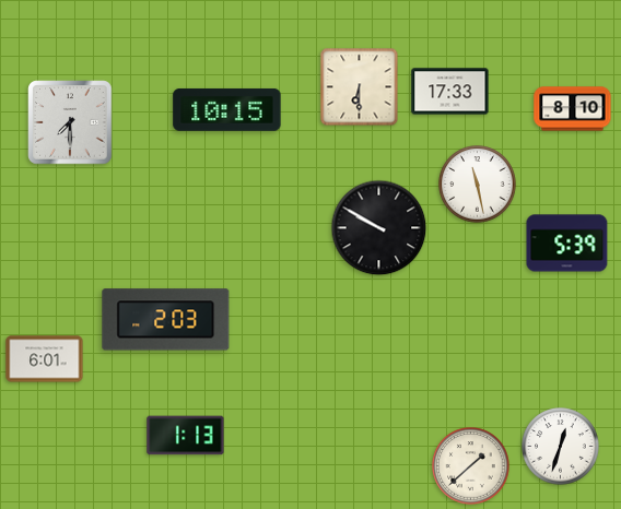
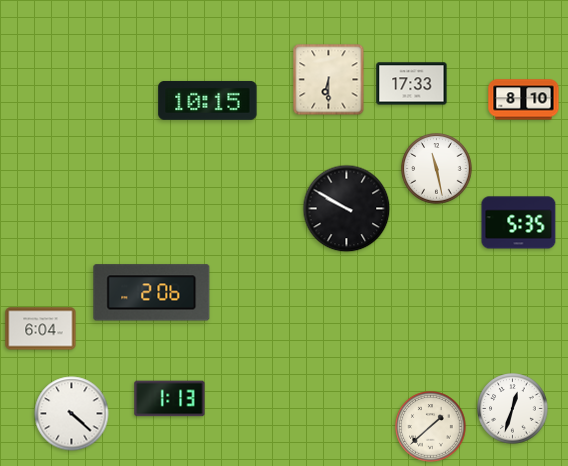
clock at (70, 122): 7:30 -> none
clock at (567, 244): 5:39 -> 5:35
clock at (166, 320): 2:03 -> 2:06
clock at (45, 359): 6:01 -> 6:04
clock at (72, 414): none -> 4:22
